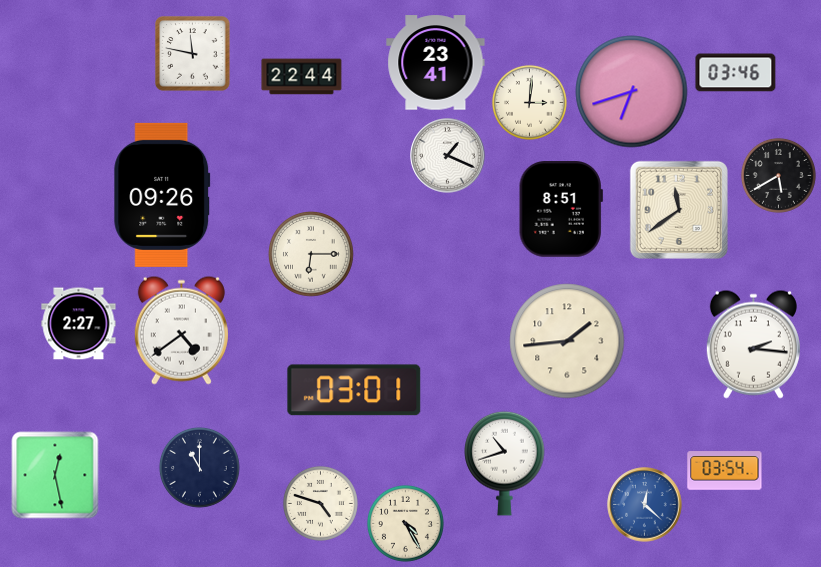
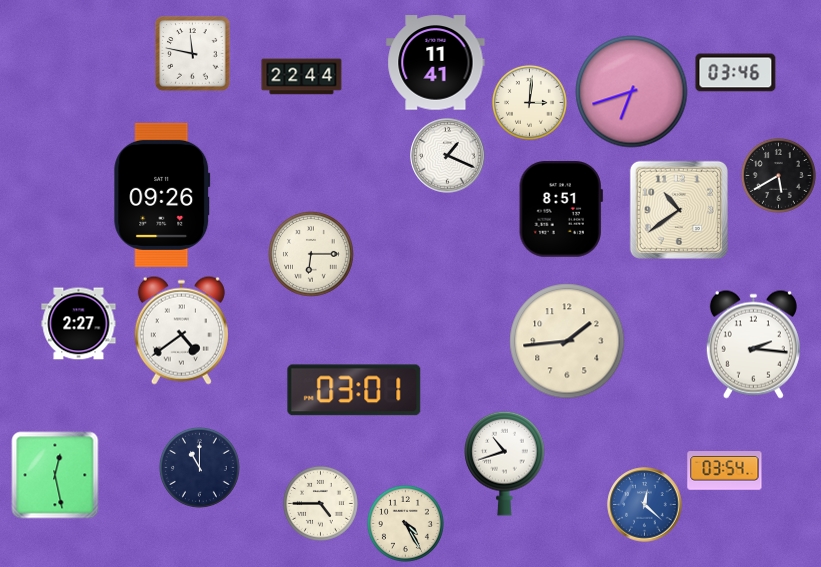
clock at (436, 63): 23:41 -> 11:41
clock at (679, 210): 11:39 -> 10:39
clock at (320, 503): 4:48 -> 4:45
